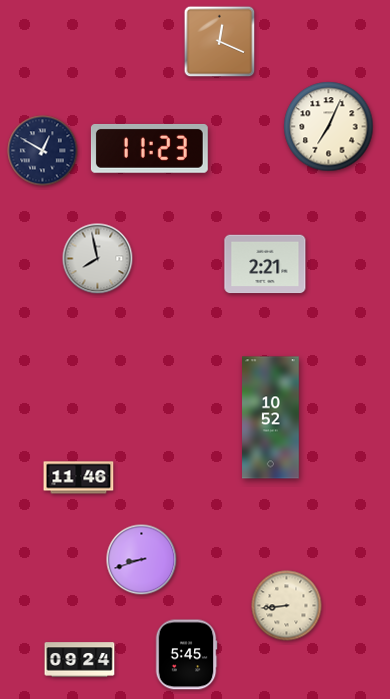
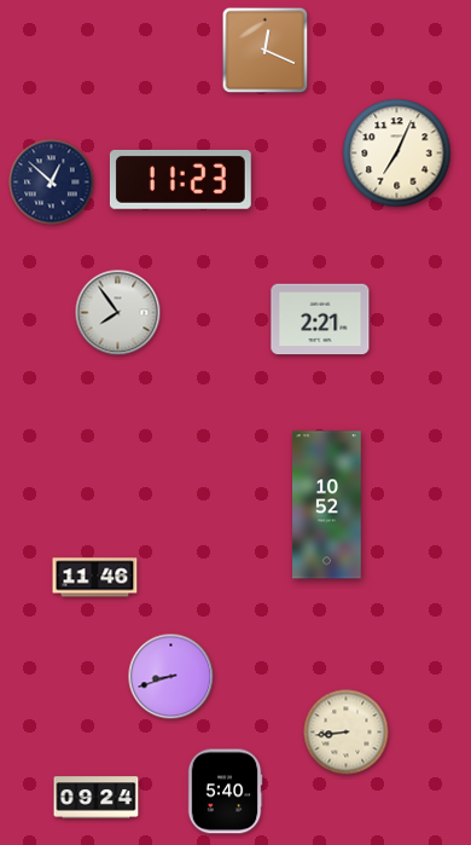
clock at (43, 151): 12:50 -> 12:52
clock at (98, 259): 7:58 -> 7:54
clock at (186, 655): 5:45 -> 5:40
